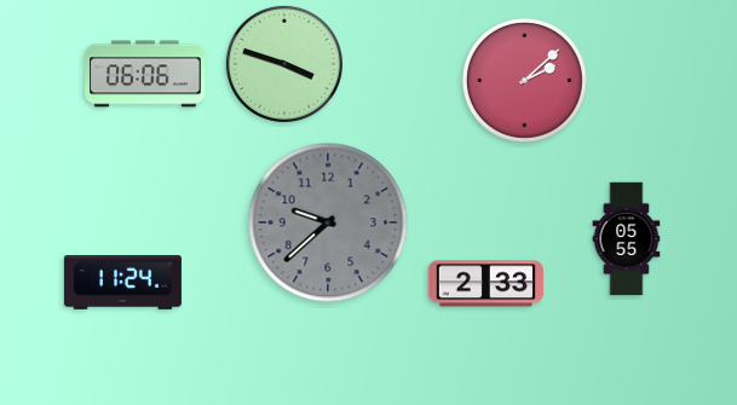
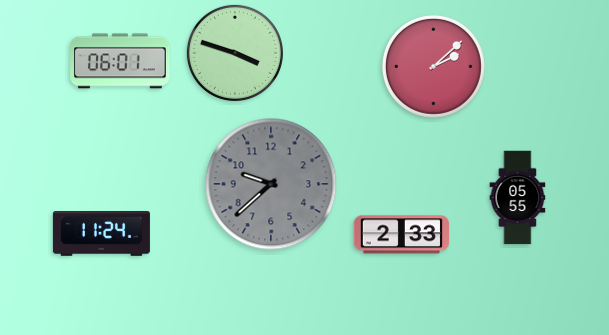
clock at (146, 74): 06:06 -> 06:01
